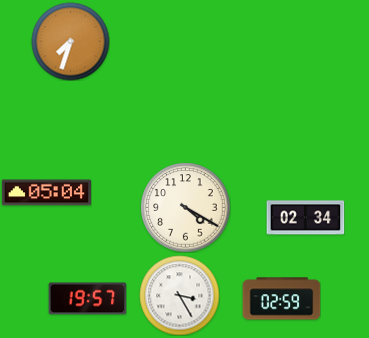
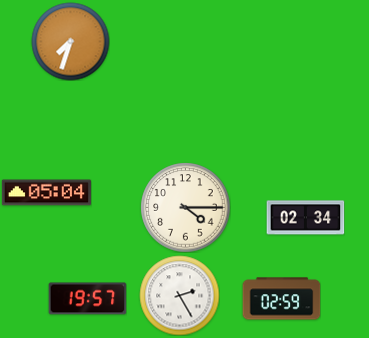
clock at (185, 207): 4:20 -> 4:15
clock at (179, 295): 3:25 -> 2:25
